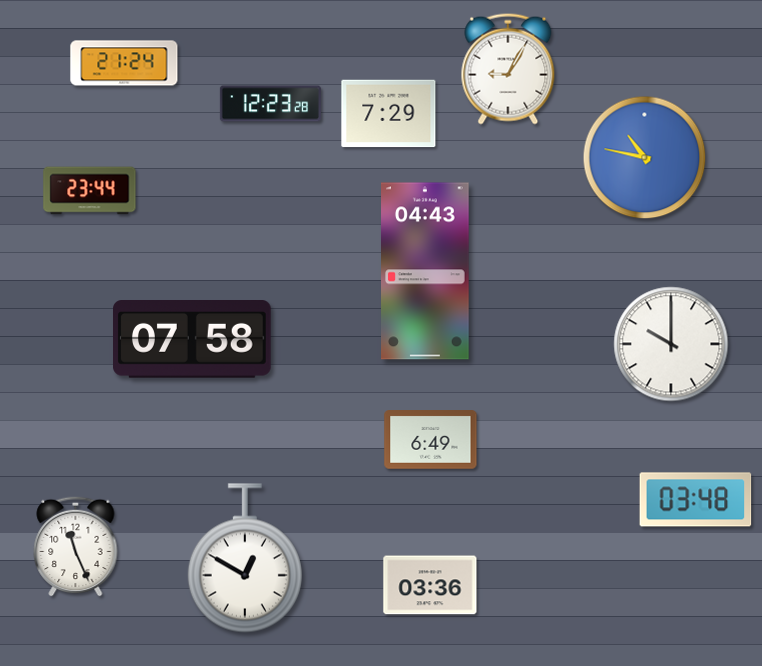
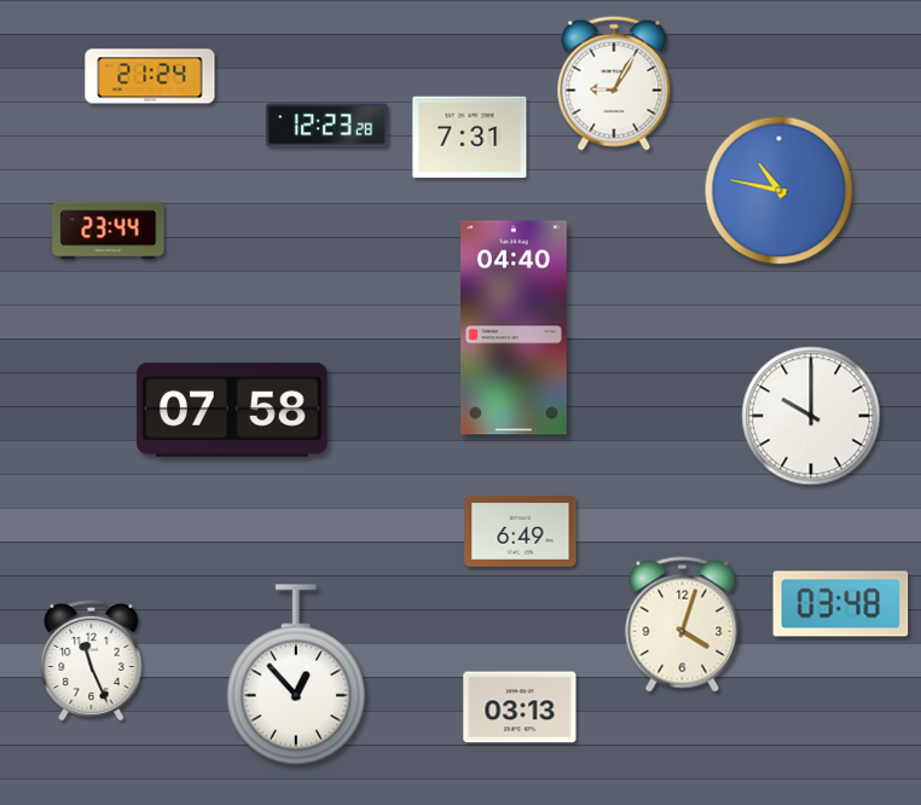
clock at (389, 114): 7:29 -> 7:31
clock at (426, 271): 04:43 -> 04:40
clock at (683, 625): none -> 4:03
clock at (245, 558): 12:50 -> 12:53
clock at (430, 585): 03:36 -> 03:13
